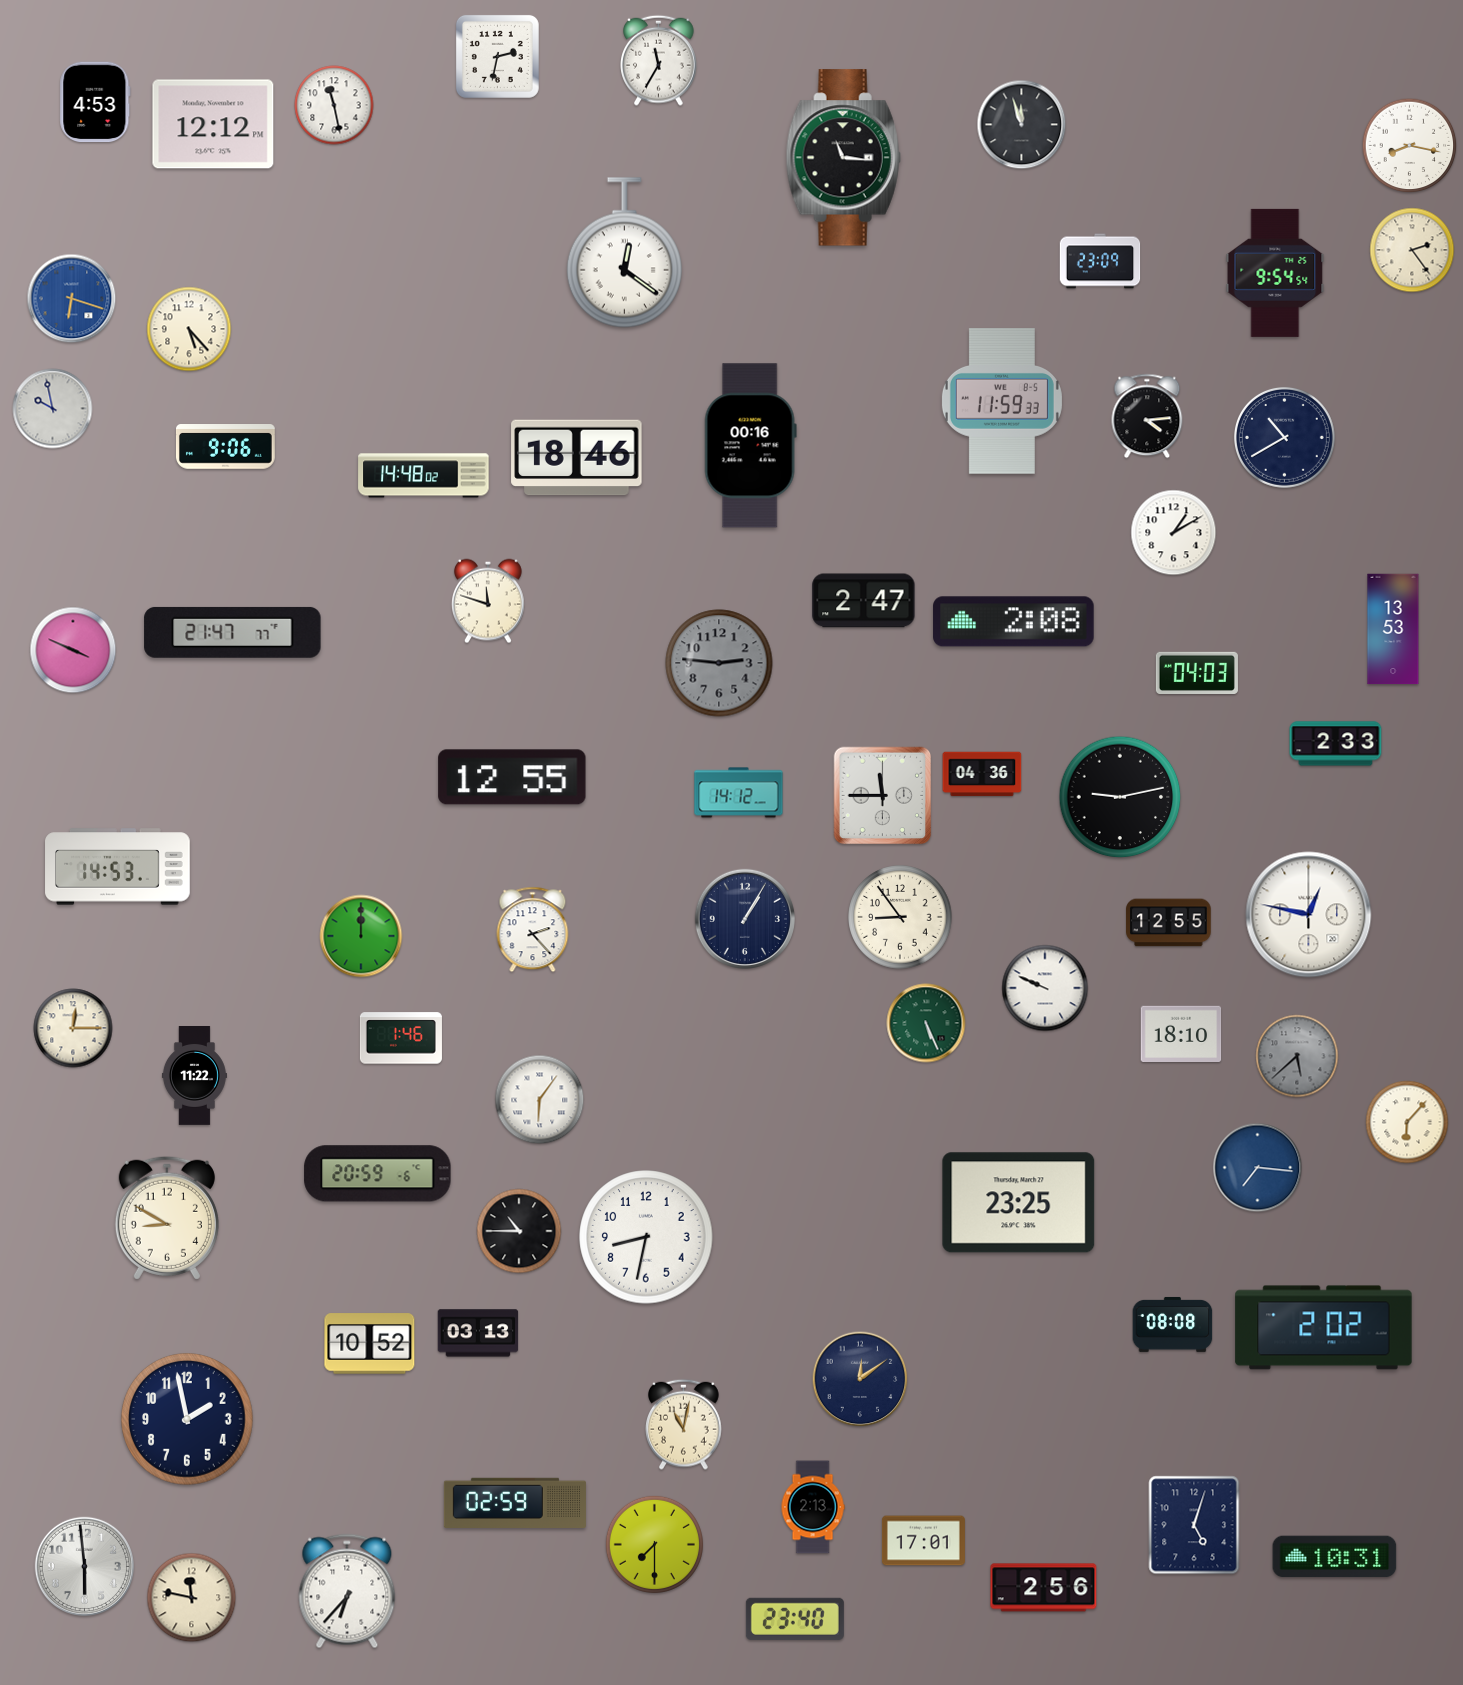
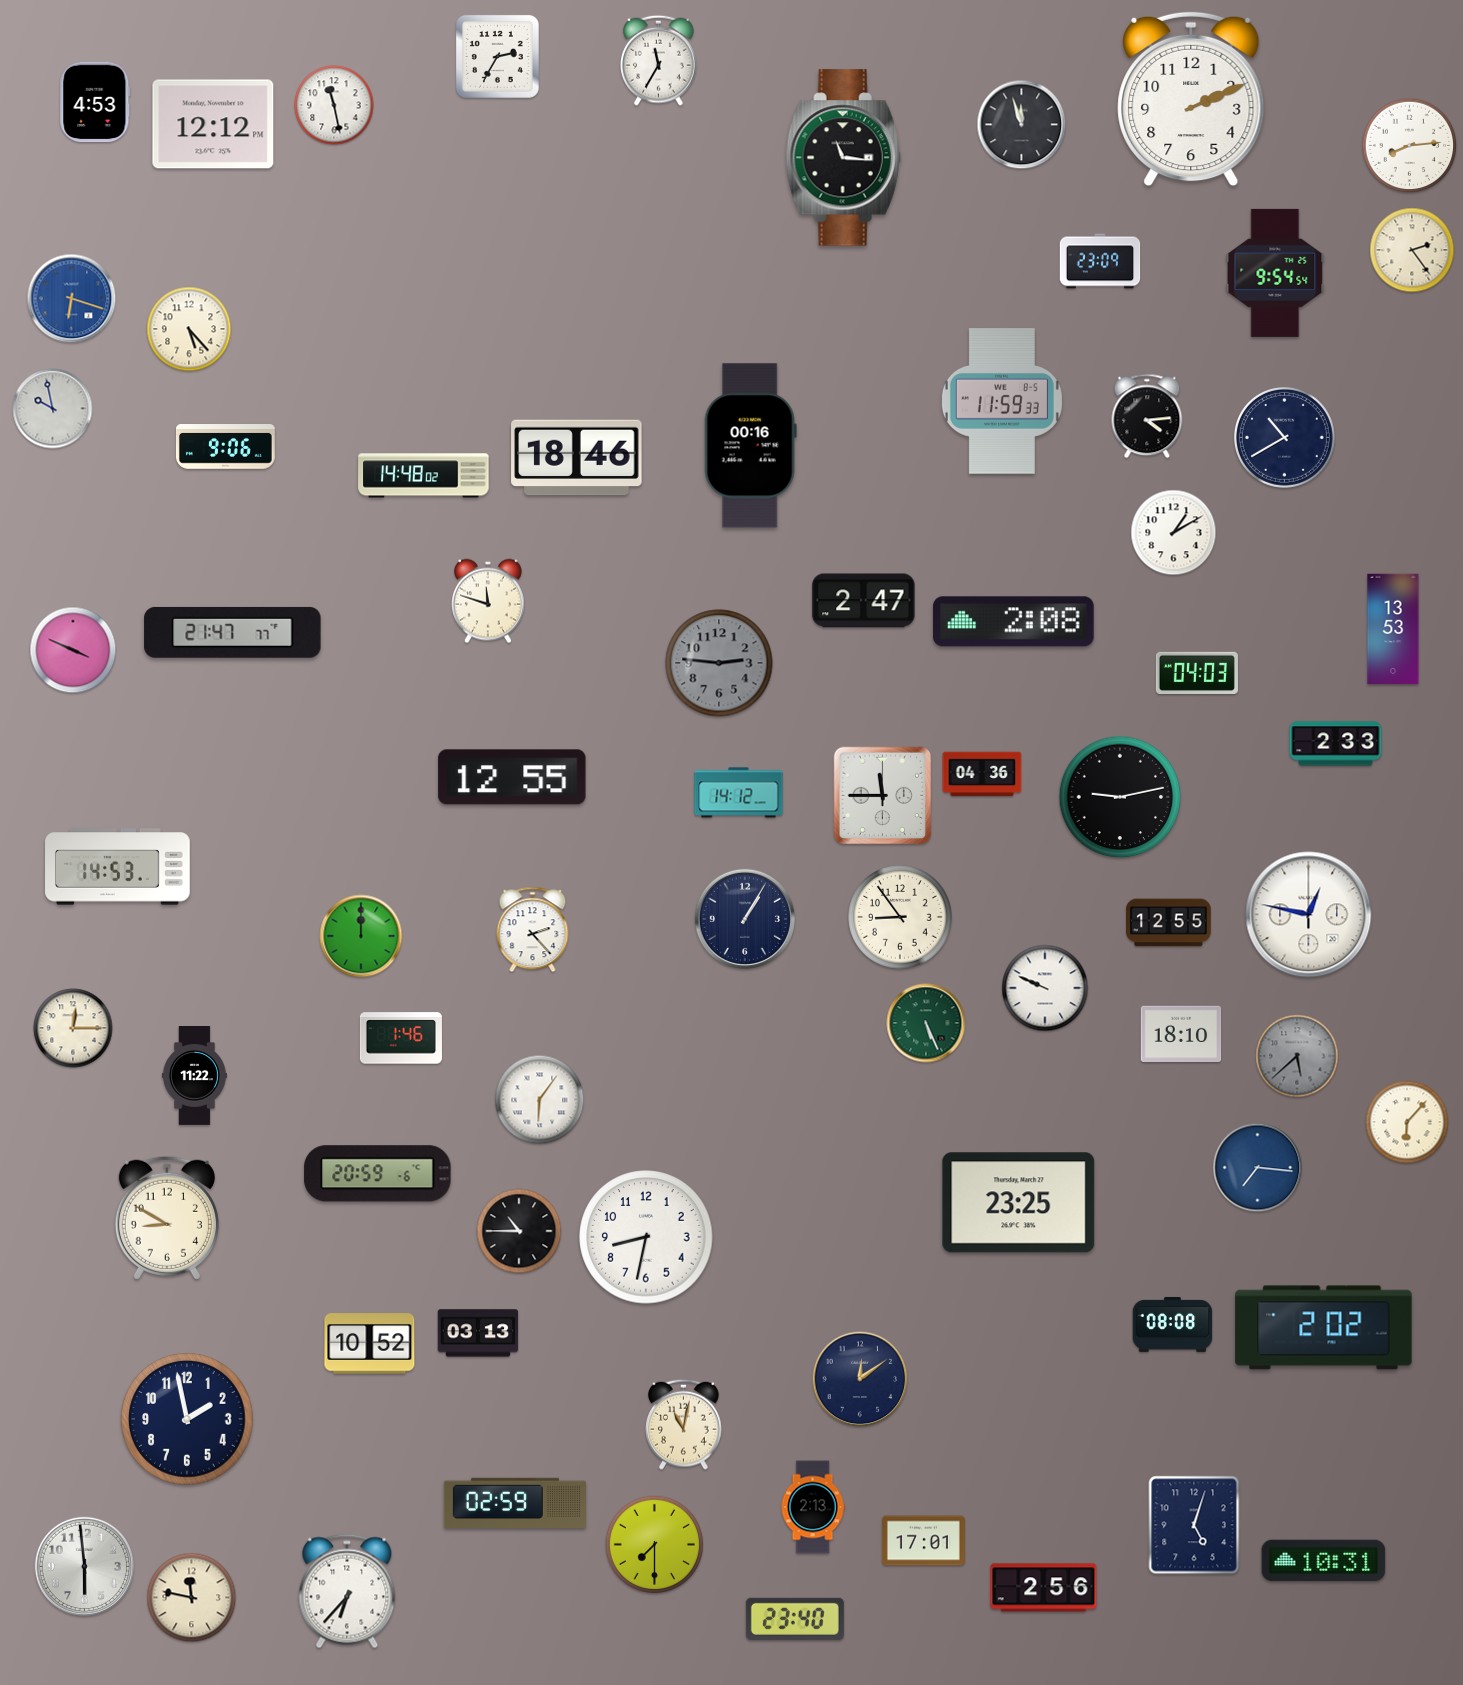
clock at (497, 56): 2:32 -> 2:35
clock at (1191, 99): none -> 2:11
clock at (1410, 146): 8:17 -> 8:14
clock at (624, 253): 12:21 -> none
clock at (1335, 1557) position: (1335, 1557) -> (1324, 1561)
